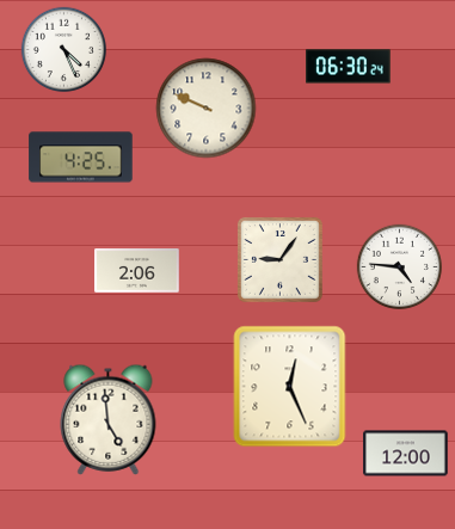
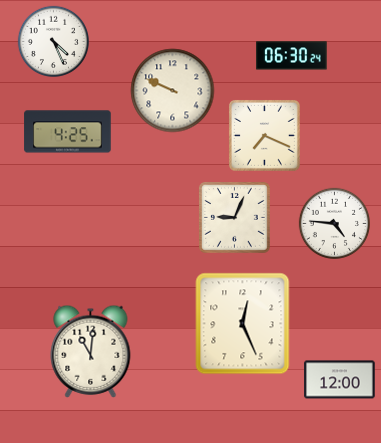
clock at (264, 135): none -> 7:19
clock at (279, 259): 9:06 -> 9:04
clock at (137, 271): 2:06 -> none
clock at (109, 419): 4:59 -> 11:01
